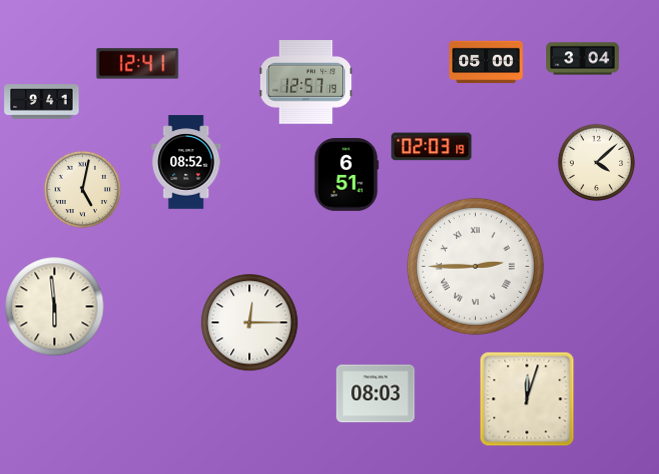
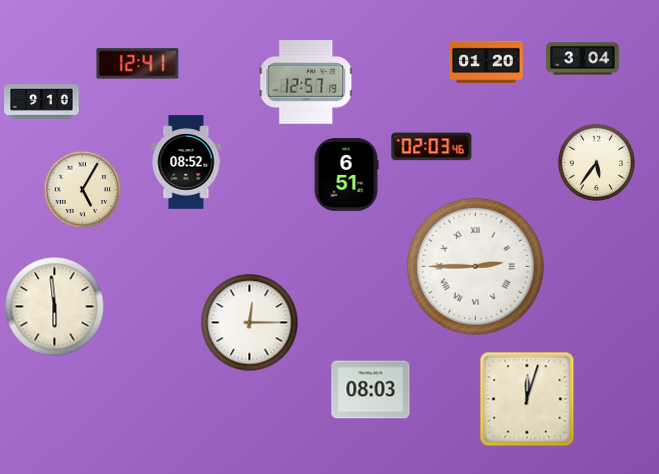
clock at (486, 61): 05:00 -> 01:20
clock at (42, 102): 9:41 -> 9:10
clock at (432, 147): 02:03:19 -> 02:03:46
clock at (596, 162): 4:08 -> 5:36
clock at (82, 189): 5:02 -> 5:05
clock at (376, 394) position: (376, 394) -> (371, 390)
